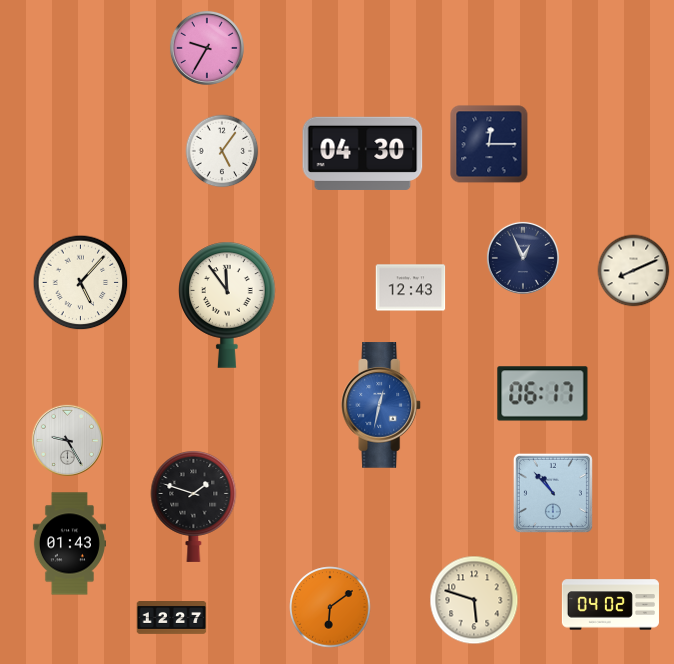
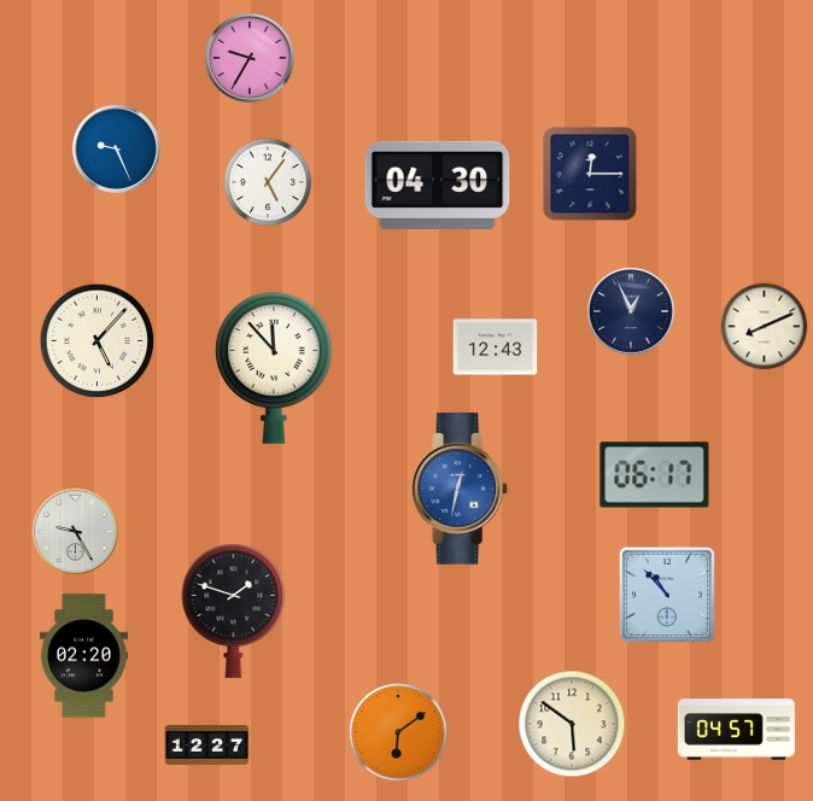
clock at (116, 148): none -> 9:26
clock at (227, 305): 11:54 -> 11:53
clock at (67, 440) position: (67, 440) -> (75, 531)
clock at (69, 544): 01:43 -> 02:20
clock at (474, 600): 5:48 -> 5:51
clock at (610, 605): 04:02 -> 04:57
